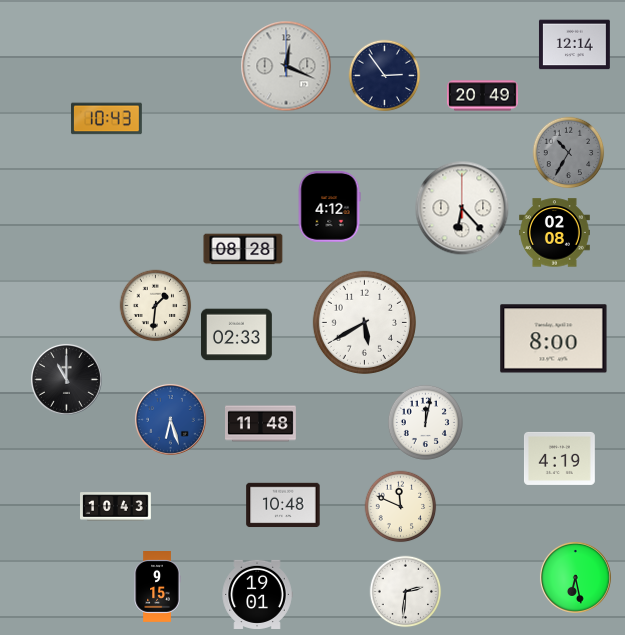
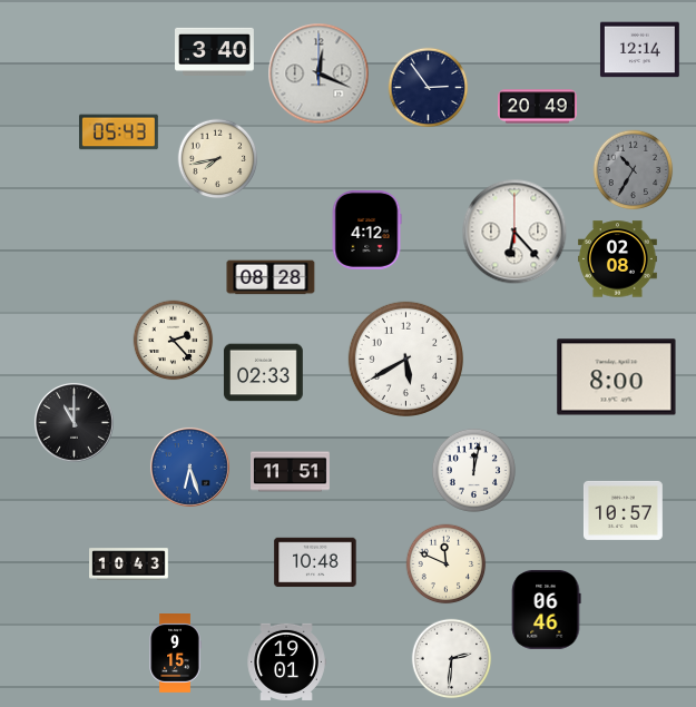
clock at (215, 51): none -> 3:40
clock at (385, 76) position: (385, 76) -> (429, 88)
clock at (106, 119): 10:43 -> 05:43
clock at (218, 159): none -> 7:43
clock at (156, 306): 1:31 -> 2:23
clock at (261, 424): 11:48 -> 11:51
clock at (559, 458): 4:19 -> 10:57
clock at (547, 609): none -> 06:46
clock at (576, 578): 6:28 -> none
